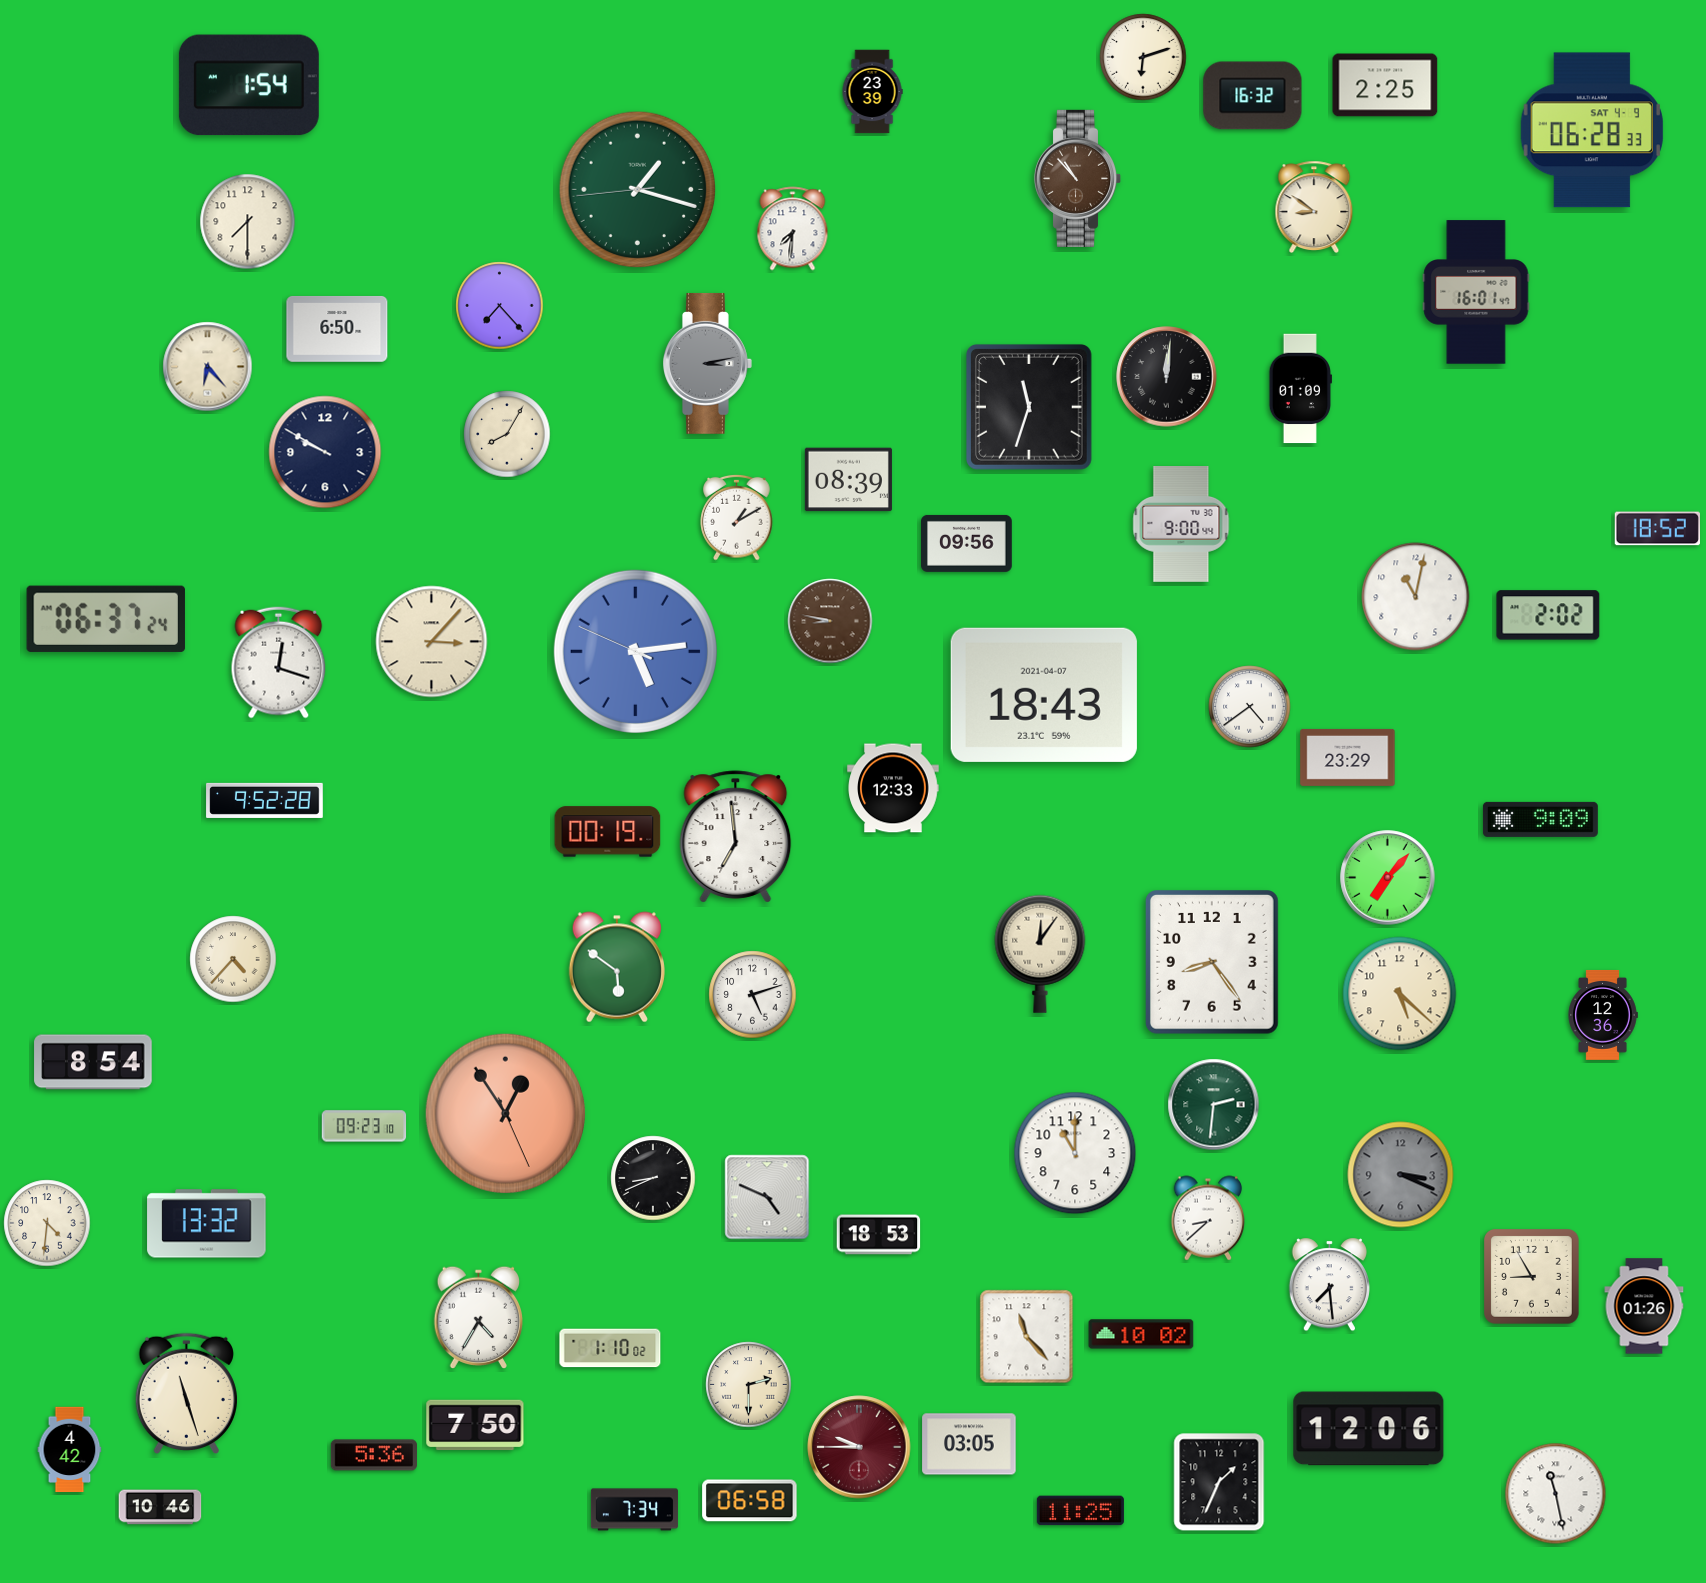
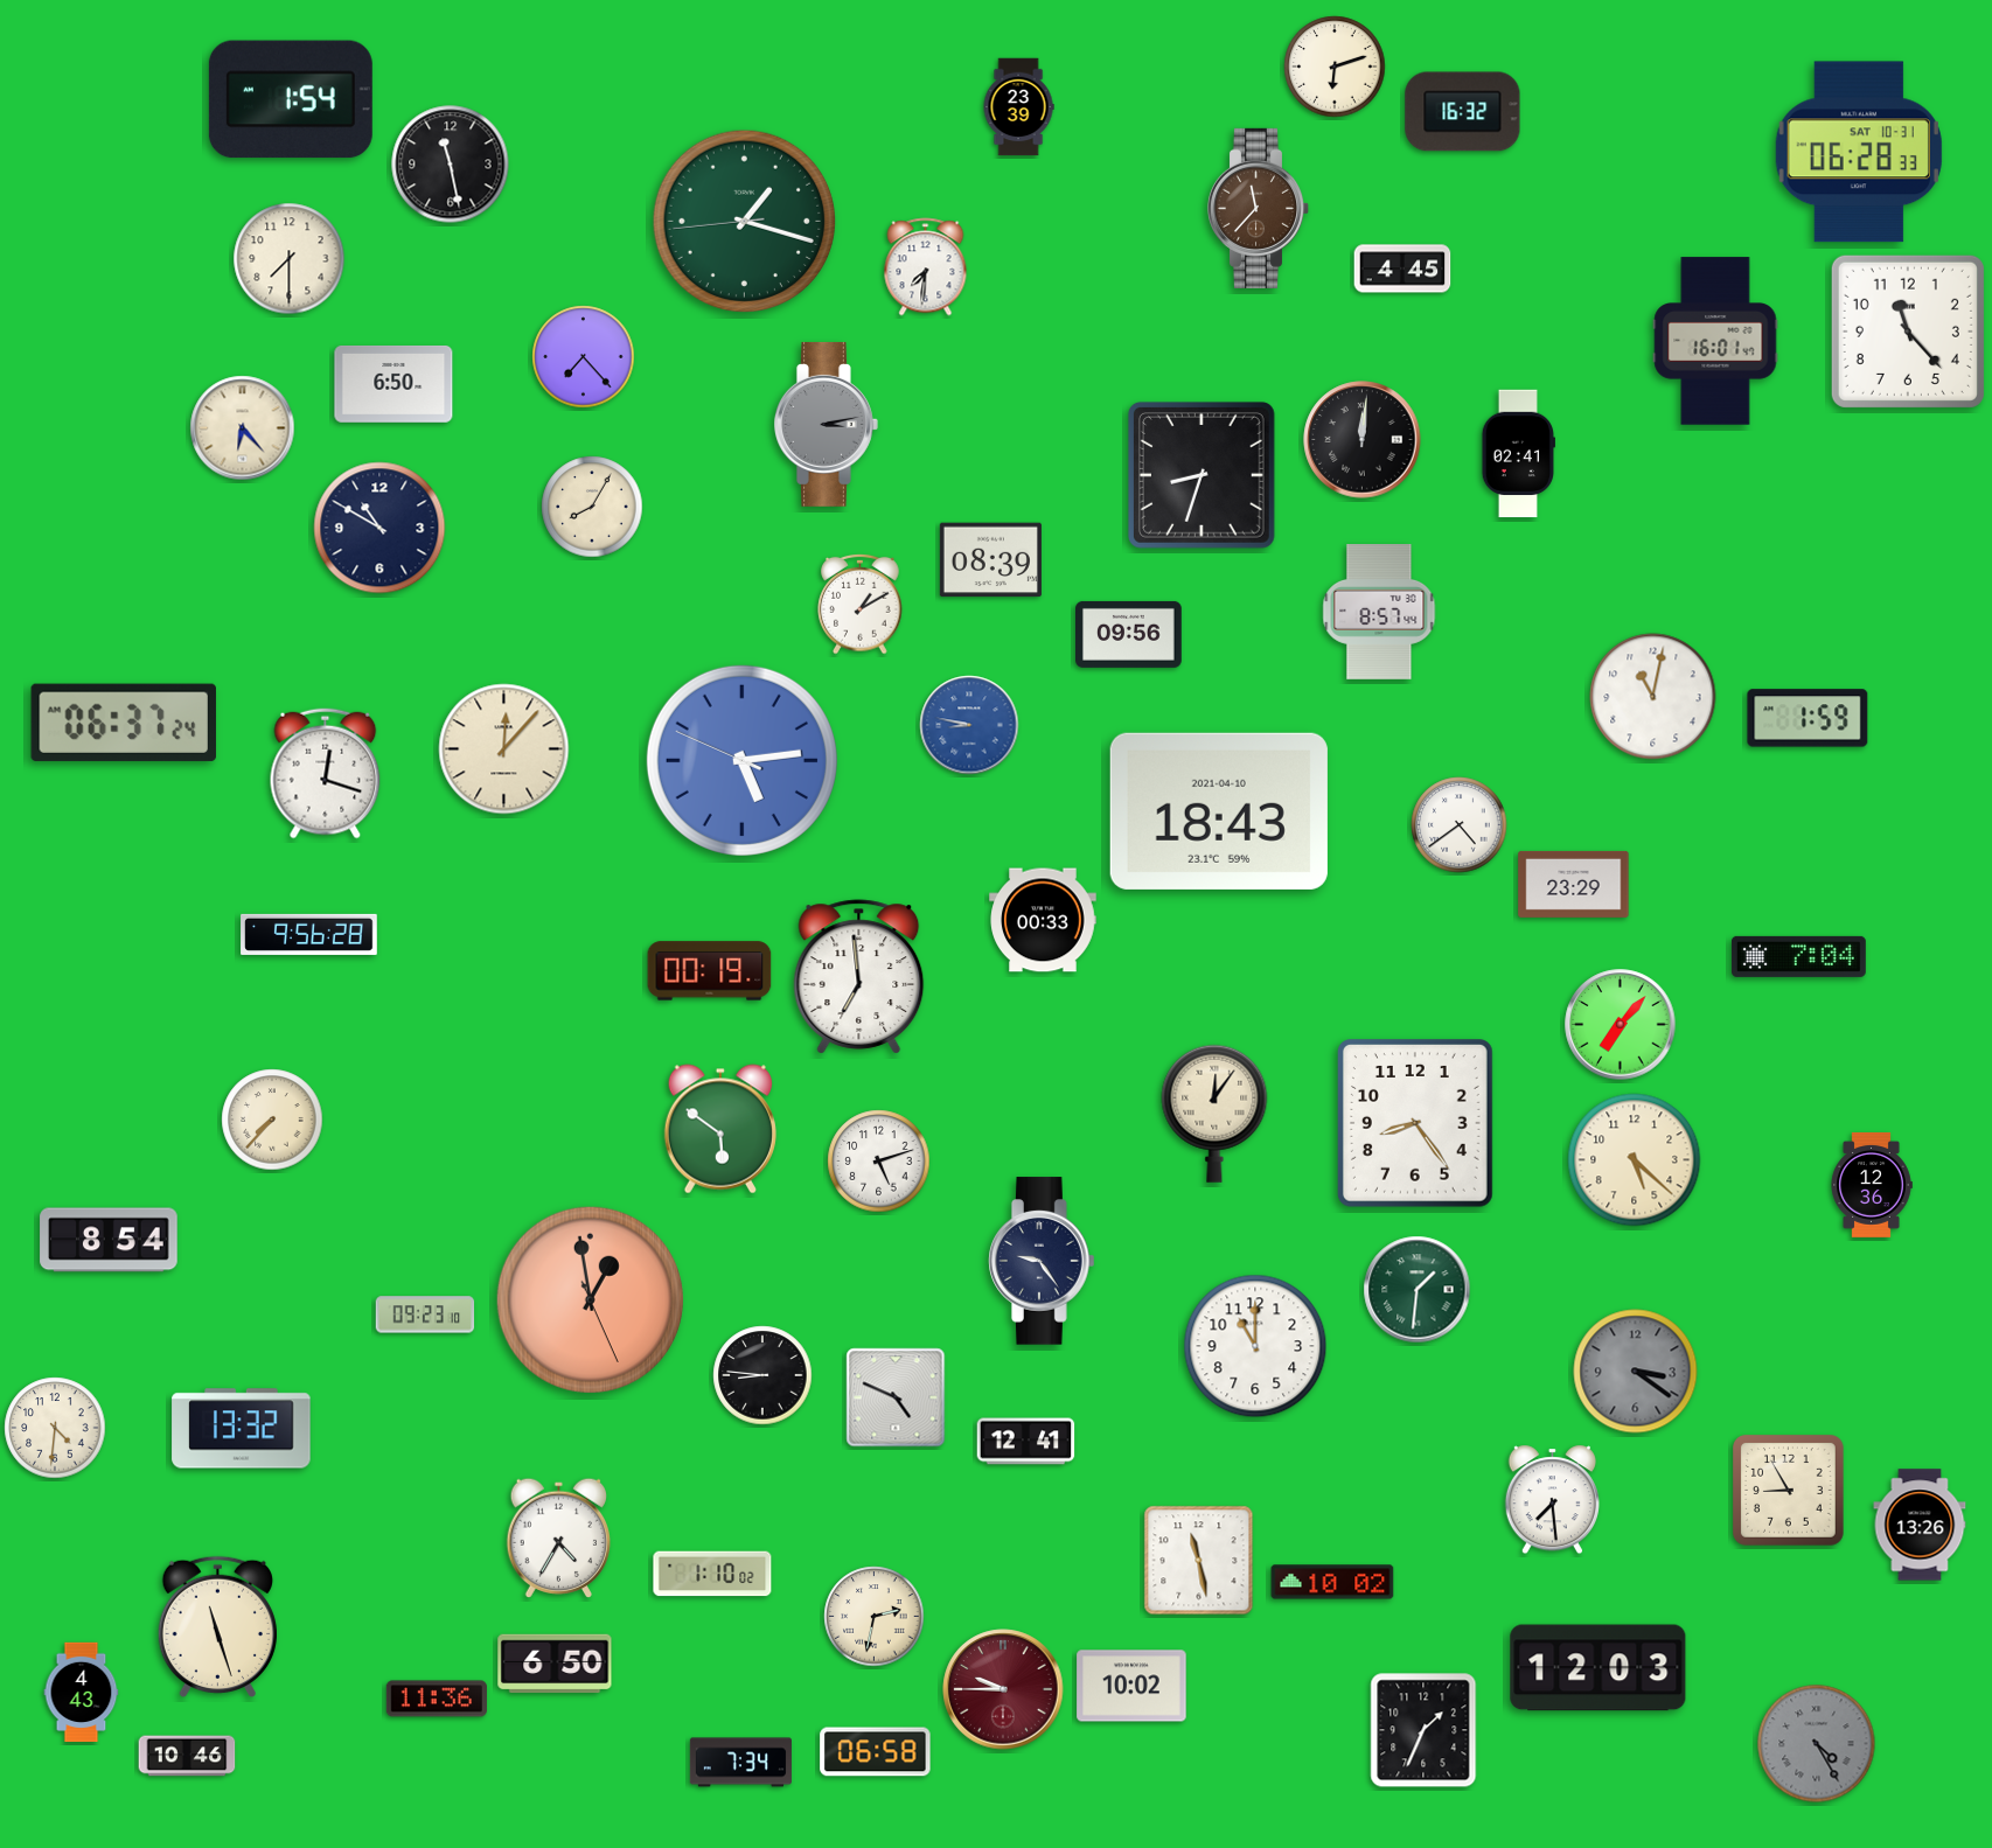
clock at (1385, 85): 2:25 -> none
clock at (1592, 130) date: SAT 4-9 -> SAT 10-31
clock at (451, 165): none -> 11:28
clock at (1078, 178): 10:53 -> 11:37
clock at (1314, 207): 8:51 -> none
clock at (1402, 269): none -> 4:45
clock at (1908, 332): none -> 11:23
clock at (1476, 292) position: (1476, 292) -> (1715, 341)
clock at (1300, 389): 01:09 -> 02:41
clock at (1029, 407): 11:33 -> 8:33
clock at (325, 452): 9:50 -> 10:50
clock at (1181, 525): 9:00 -> 8:57
clock at (1657, 529): 18:52 -> none
clock at (1548, 615): 2:02 -> 1:59
clock at (830, 621) dial: brown -> blue
clock at (432, 642): 3:07 -> 12:07
clock at (1044, 695) date: 2021-04-07 -> 2021-04-10
clock at (893, 788): 12:33 -> 00:33
clock at (265, 800): 9:52 -> 9:56
clock at (1540, 819): 9:09 -> 7:04
clock at (233, 959): 4:37 -> 7:37
clock at (1042, 1261): none -> 9:24
clock at (1214, 1105): 2:31 -> 1:31
clock at (505, 1113): 12:54 -> 12:58
clock at (1401, 1175): 3:19 -> 3:21
clock at (653, 1178): 8:41 -> 8:46
clock at (1208, 1218): 8:38 -> none
clock at (879, 1235): 18:53 -> 12:41
clock at (1644, 1306): 01:26 -> 13:26
clock at (1141, 1334) position: (1141, 1334) -> (1332, 1582)
clock at (1027, 1337): 11:23 -> 11:28
clock at (749, 1385): 2:30 -> 2:32
clock at (475, 1425): 7:50 -> 6:50
clock at (1369, 1429): 12:06 -> 12:03
clock at (969, 1444): 03:05 -> 10:02
clock at (70, 1450): 4:42 -> 4:43
clock at (374, 1455): 5:36 -> 11:36
clock at (1556, 1494): 11:28 -> 4:25
clock at (1556, 1494) dial: white -> grey
clock at (160, 1507) position: (160, 1507) -> (187, 1756)
clock at (1080, 1511): 11:25 -> none
